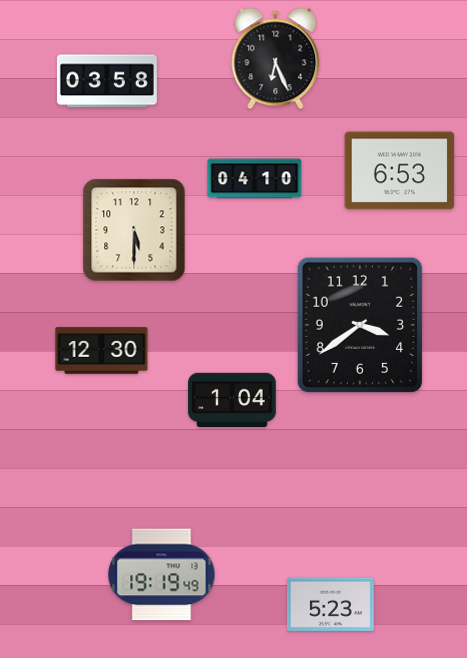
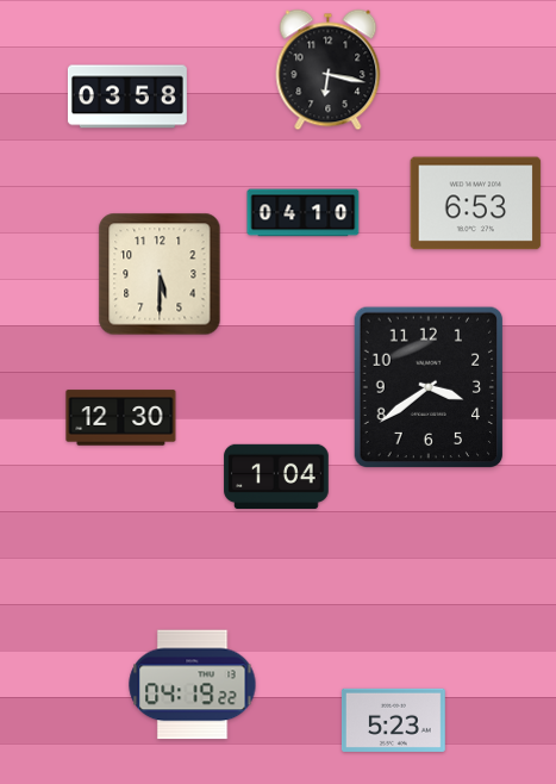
clock at (276, 59): 6:26 -> 6:17
clock at (162, 575): 19:19 -> 04:19
